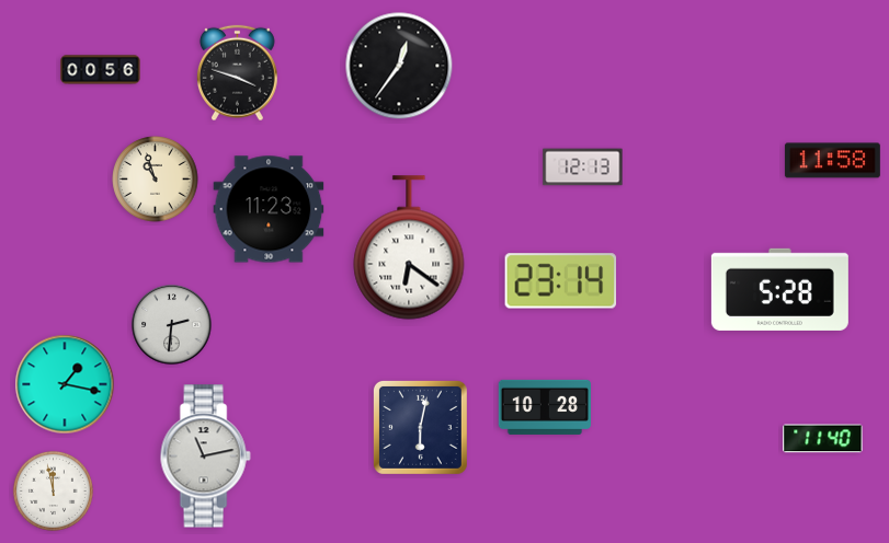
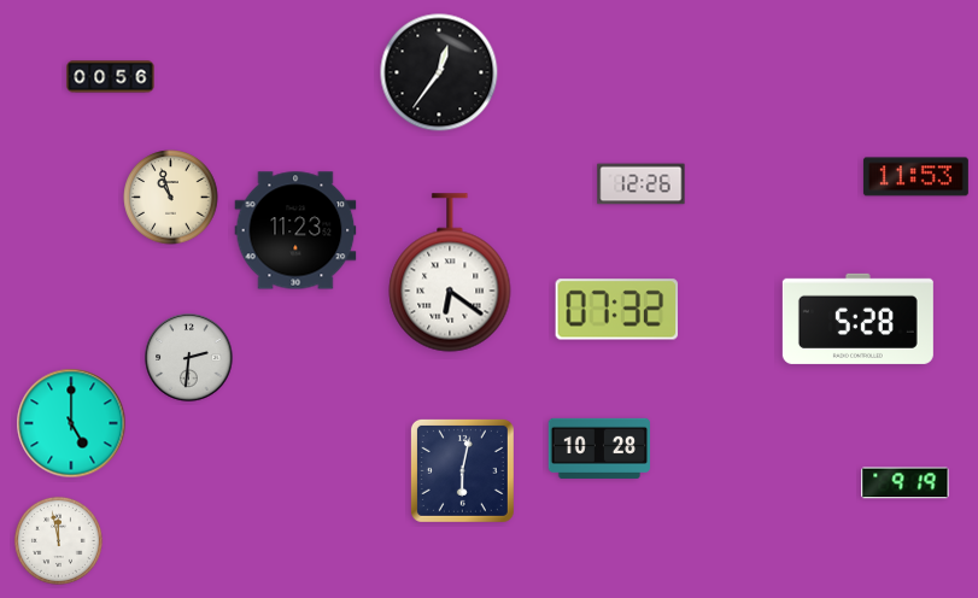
clock at (238, 73): 3:48 -> none
clock at (832, 161): 11:58 -> 11:53
clock at (583, 167): 12:13 -> 12:26
clock at (561, 281): 23:14 -> 07:32
clock at (65, 384): 1:17 -> 5:00
clock at (823, 439): 11:40 -> 9:19
clock at (205, 457): 11:13 -> none
